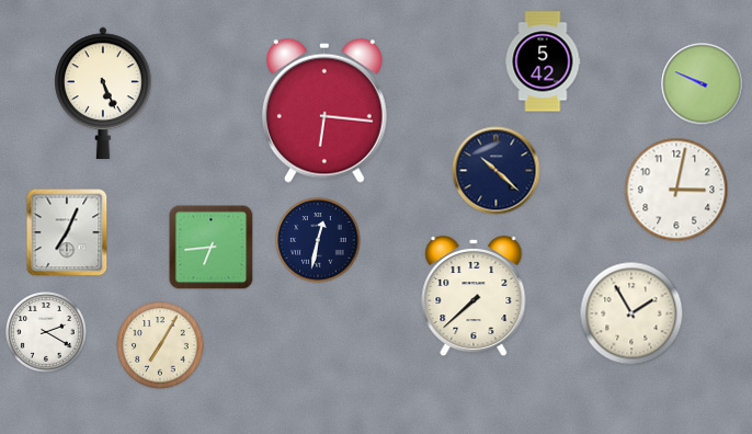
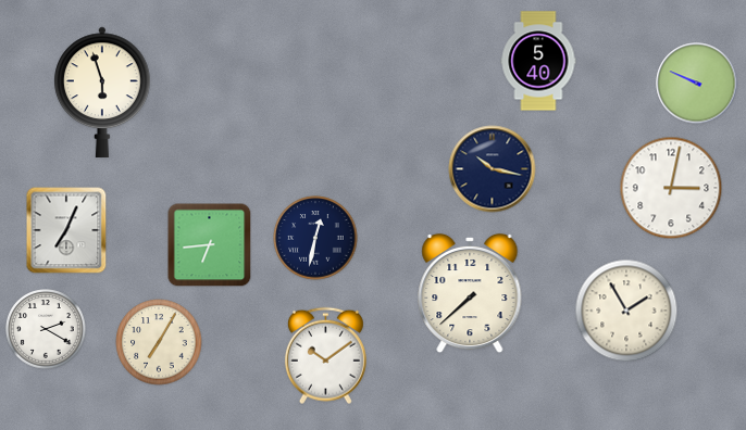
clock at (543, 61): 5:42 -> 5:40
clock at (104, 92): 5:26 -> 5:57
clock at (324, 111): 6:16 -> none
clock at (497, 171): 10:22 -> 10:17
clock at (325, 356): none -> 10:09
